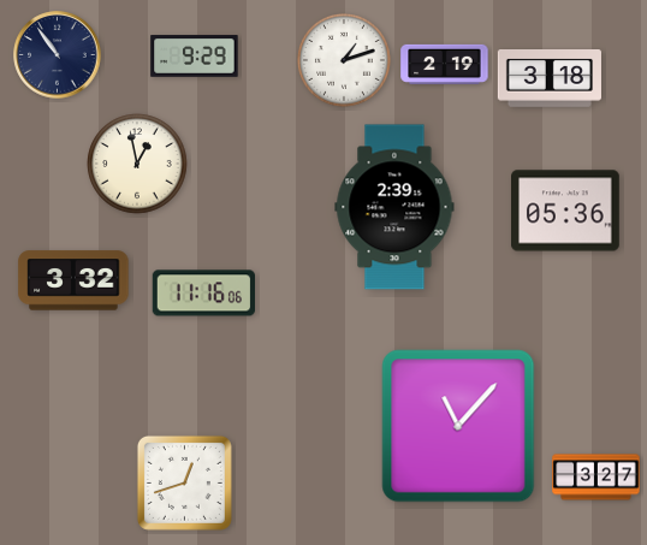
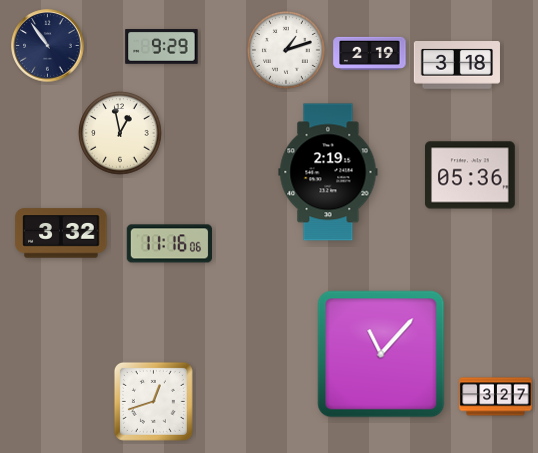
clock at (137, 164) position: (137, 164) -> (120, 133)
clock at (394, 207): 2:39 -> 2:19
